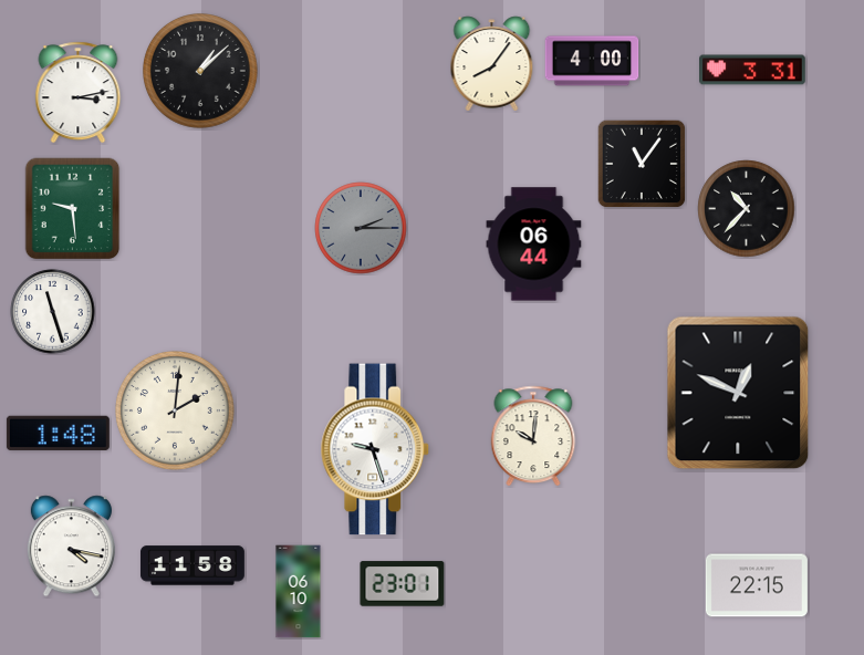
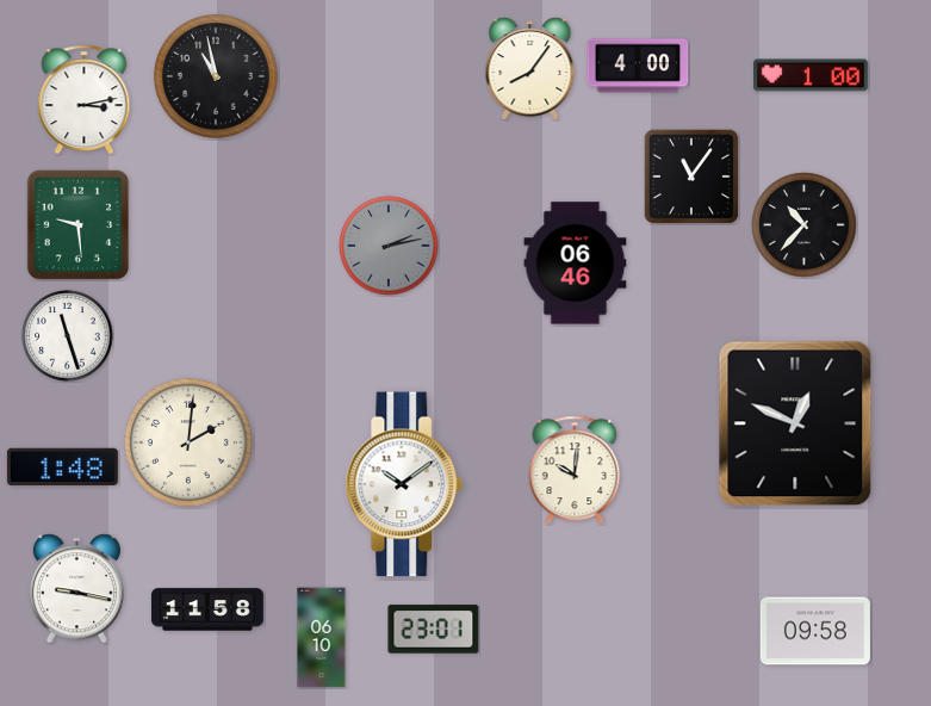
clock at (752, 70): 3:31 -> 1:00
clock at (201, 72): 1:08 -> 10:58
clock at (361, 228): 2:15 -> 2:13
clock at (534, 245): 06:44 -> 06:46
clock at (53, 312) position: (53, 312) -> (68, 336)
clock at (375, 449): 9:27 -> 10:09
clock at (71, 547): 4:17 -> 9:17
clock at (757, 585): 22:15 -> 09:58
